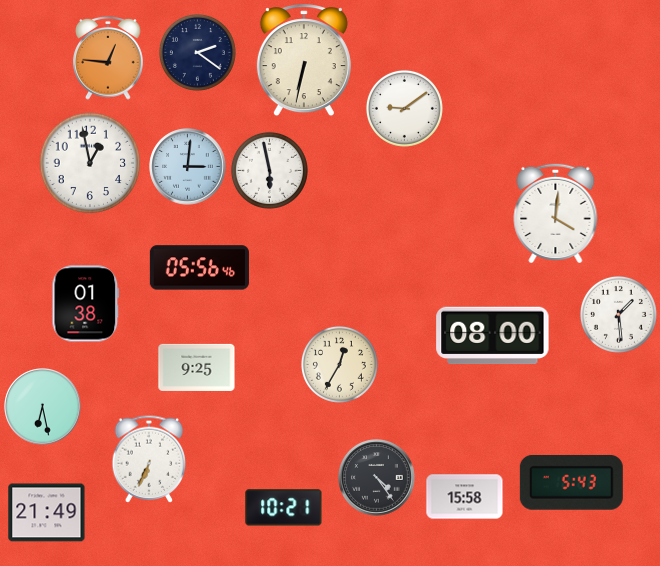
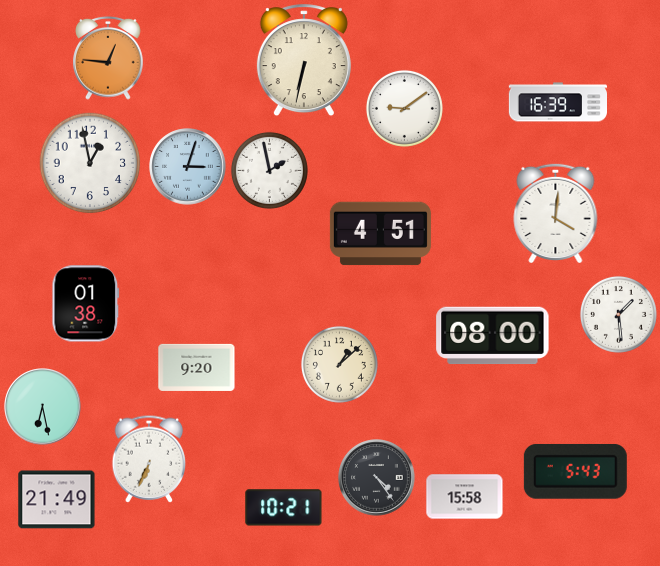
clock at (197, 52): 2:21 -> none
clock at (557, 102): none -> 16:39
clock at (188, 167): 3:01 -> 3:03
clock at (269, 170): 5:58 -> 1:58
clock at (380, 234): none -> 4:51
clock at (199, 268): 05:56 -> none
clock at (339, 364): 12:35 -> 1:08
clock at (197, 367): 9:25 -> 9:20
clock at (571, 482) position: (571, 482) -> (575, 471)
clock at (47, 513) position: (47, 513) -> (57, 500)
